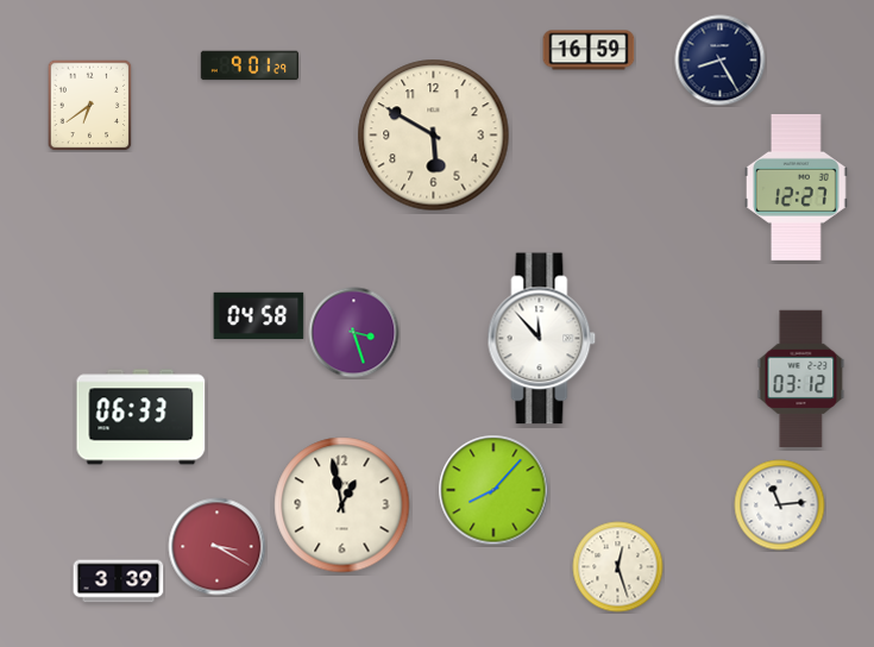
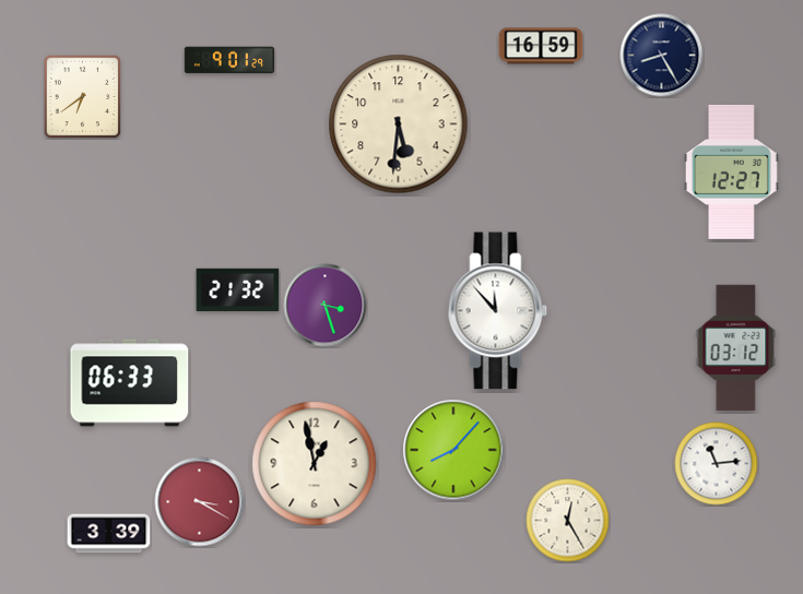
clock at (434, 136): 5:50 -> 5:31
clock at (259, 315): 04:58 -> 21:32
clock at (618, 567): 12:27 -> 12:25
